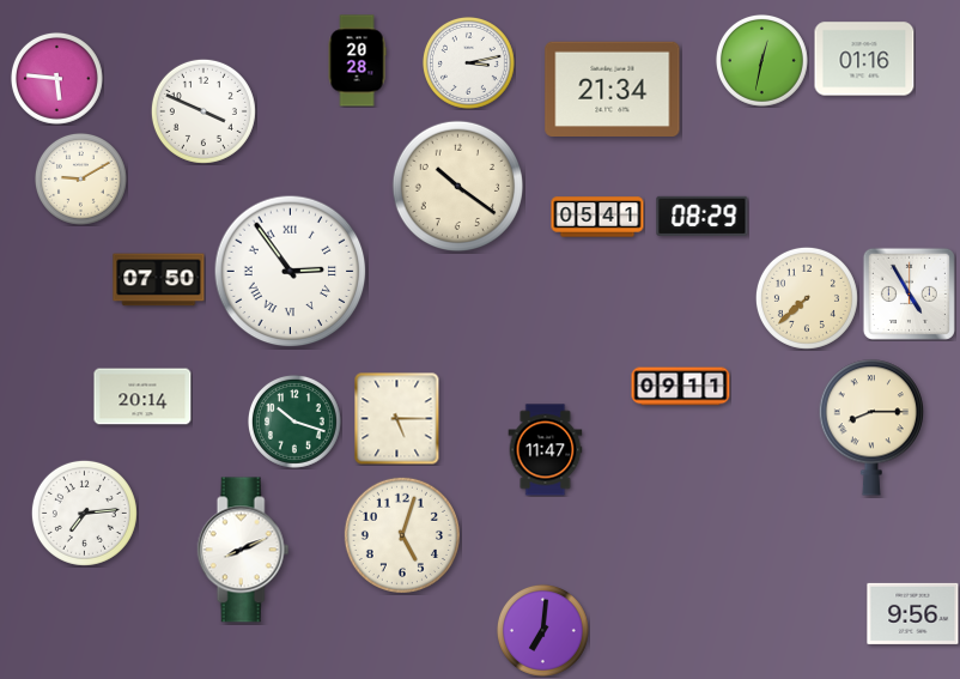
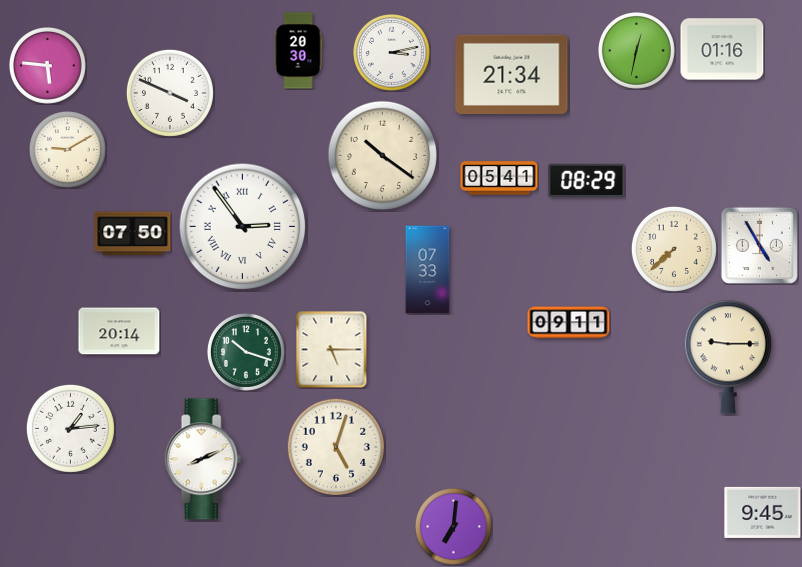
clock at (357, 61): 20:28 -> 20:30
clock at (597, 217) position: (597, 217) -> (499, 178)
clock at (428, 270): none -> 07:33
clock at (870, 428): 8:15 -> 9:15
clock at (546, 450): 11:47 -> none
clock at (84, 513): 7:14 -> 1:14
clock at (913, 613): 9:56 -> 9:45
